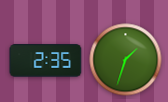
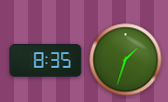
clock at (46, 61): 2:35 -> 8:35
